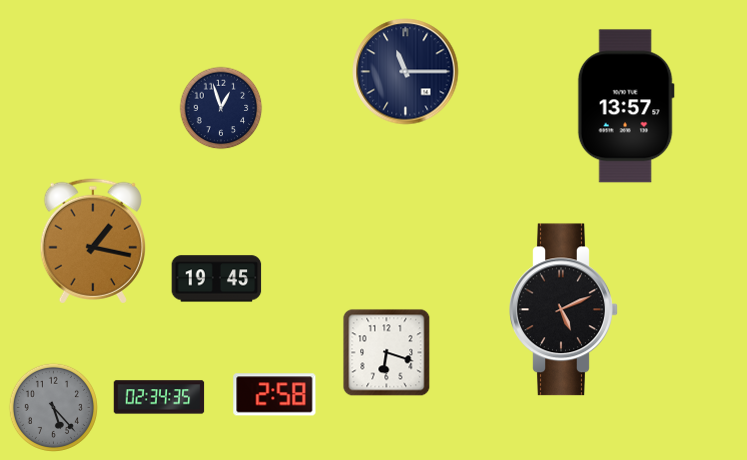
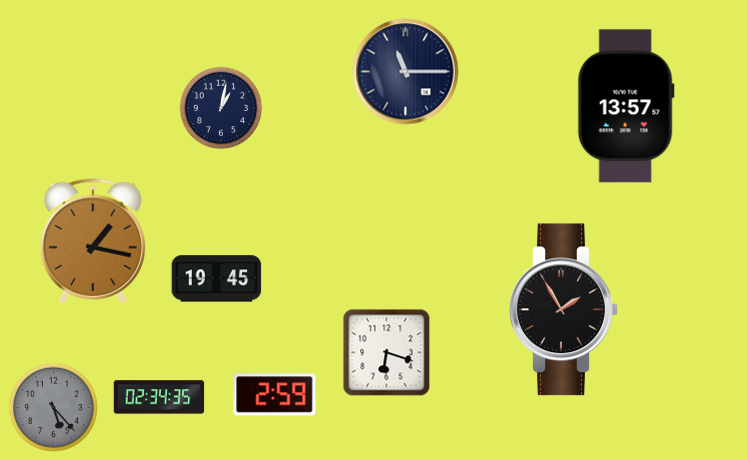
clock at (221, 108): 12:57 -> 1:02
clock at (564, 310): 5:11 -> 1:55
clock at (275, 395): 2:58 -> 2:59
